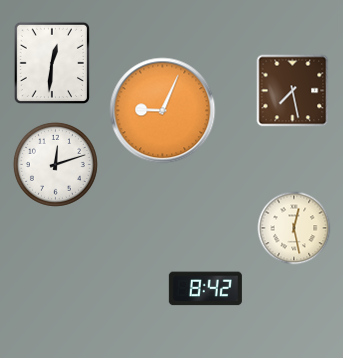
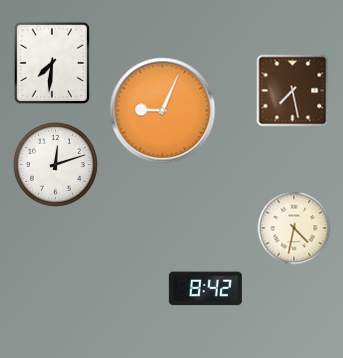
clock at (51, 62): 12:31 -> 7:31
clock at (294, 228): 12:28 -> 4:32
